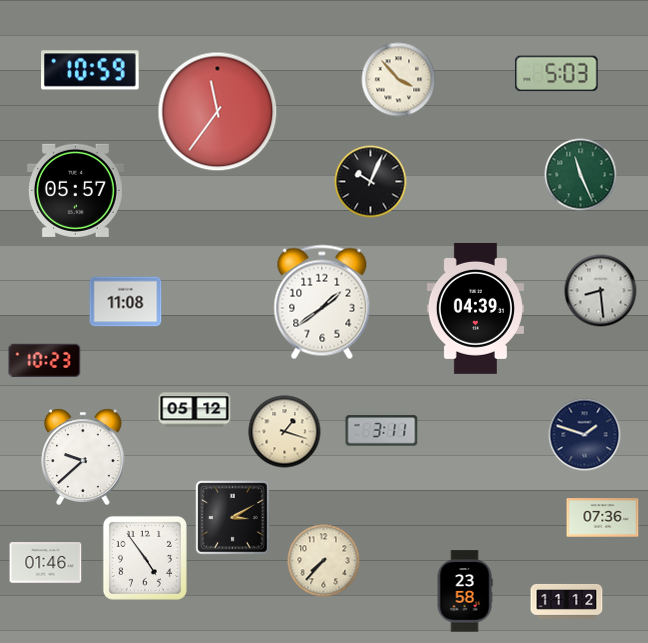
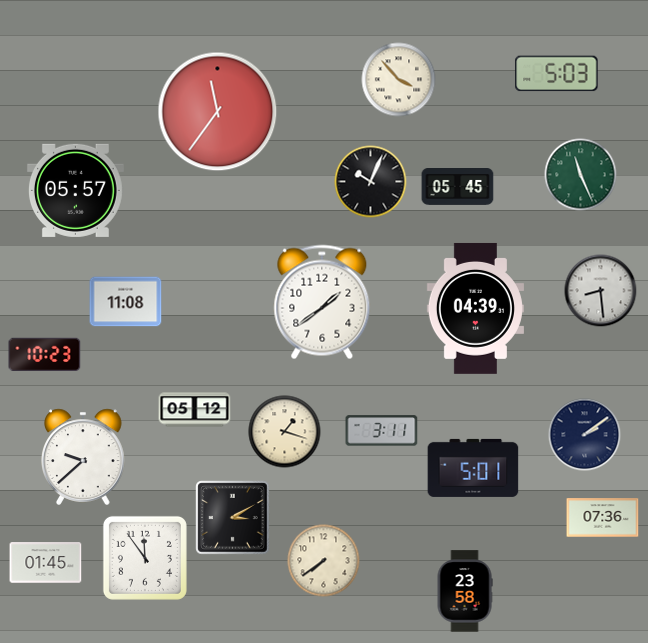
clock at (91, 70): 10:59 -> none
clock at (458, 187): none -> 05:45
clock at (45, 360) position: (45, 360) -> (45, 354)
clock at (585, 435): 1:48 -> 2:09
clock at (473, 468): none -> 5:01
clock at (145, 558): 4:54 -> 11:54
clock at (324, 561): 7:37 -> 7:39
clock at (46, 563): 01:46 -> 01:45
clock at (567, 601): 11:12 -> none
